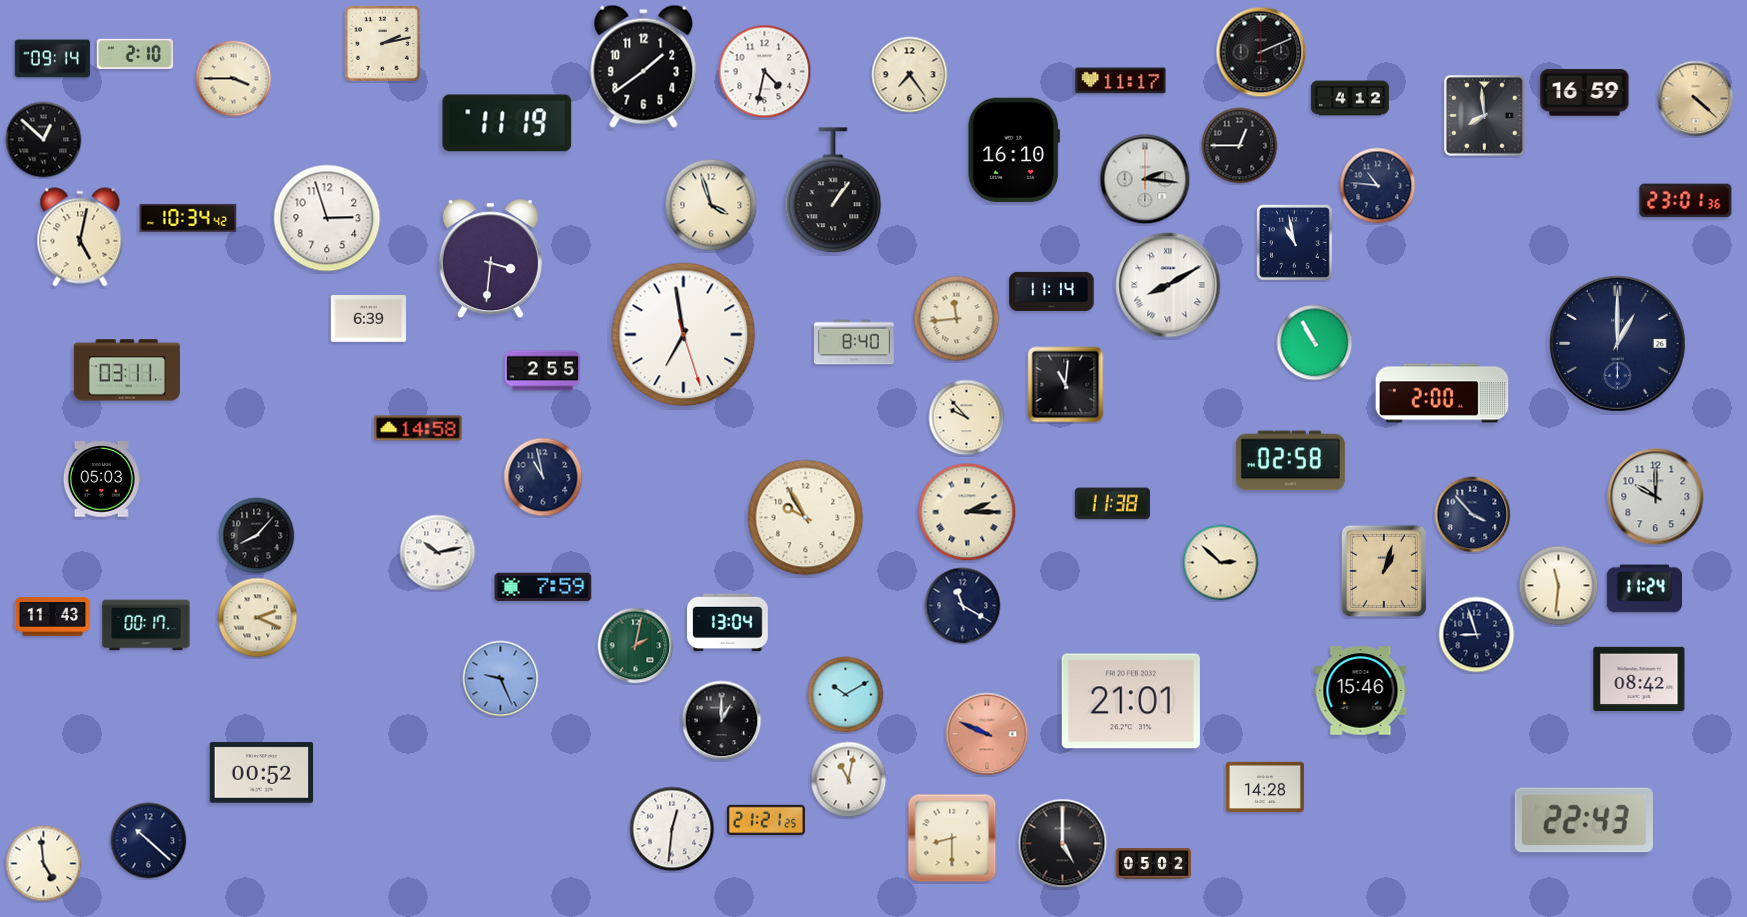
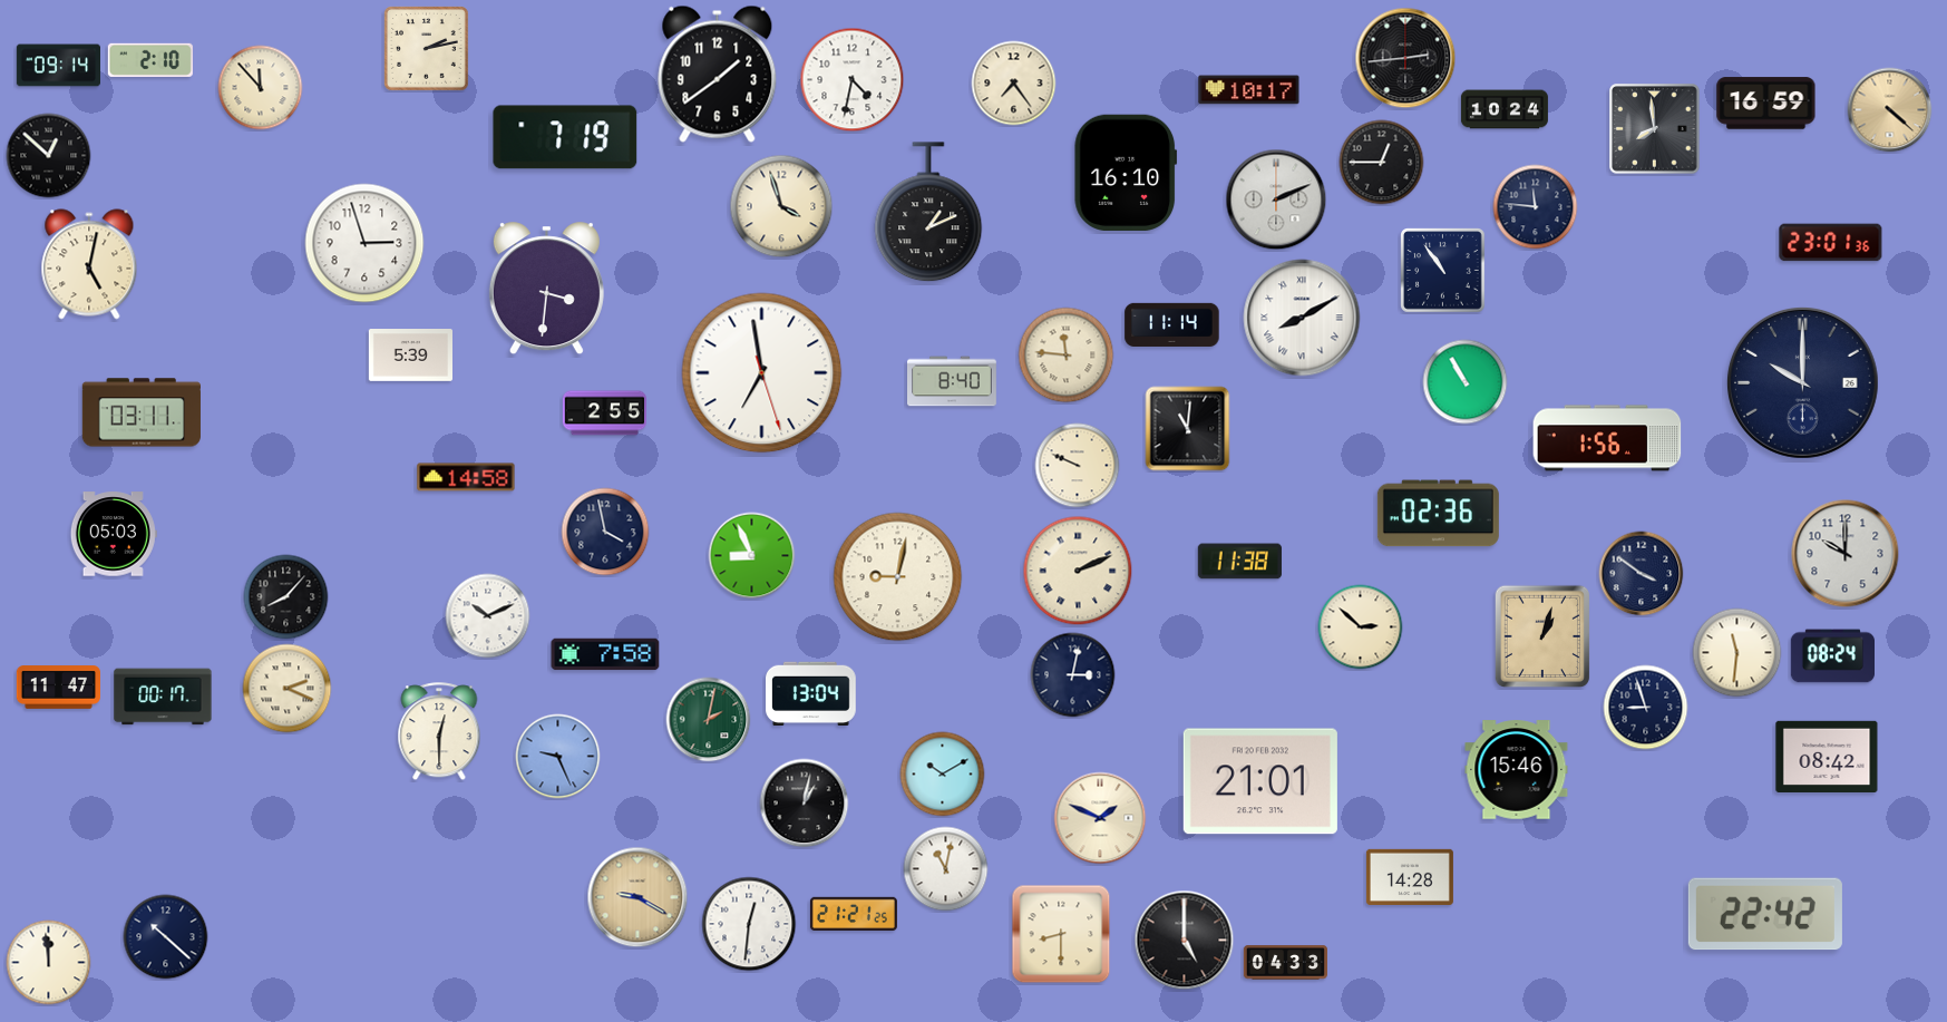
clock at (1261, 52): 2:11 -> 2:44
clock at (234, 79): 3:45 -> 11:53
clock at (1121, 81): 11:17 -> 10:17
clock at (1350, 98): 4:12 -> 10:24
clock at (507, 123): 11:19 -> 7:19
clock at (1014, 149) position: (1014, 149) -> (1126, 172)
clock at (1145, 179): 2:16 -> 2:11
clock at (1378, 186): 10:46 -> 11:46
clock at (833, 191): 1:06 -> 1:11
clock at (1686, 201) position: (1686, 201) -> (1831, 243)
clock at (711, 205) position: (711, 205) -> (781, 206)
clock at (188, 218): 10:34 -> none
clock at (1295, 243): 10:58 -> 10:54
clock at (368, 319): 6:39 -> 5:39
clock at (957, 319): 11:44 -> 11:46
clock at (1617, 343): 1:00 -> 10:00
clock at (1442, 393): 2:00 -> 1:56
clock at (967, 418): 9:53 -> 9:49
clock at (1290, 461): 02:58 -> 02:36
clock at (543, 477): 10:58 -> 3:58
clock at (752, 556): none -> 8:56
clock at (967, 512): 2:15 -> 2:11
clock at (1473, 515): 3:53 -> 3:51
clock at (806, 518): 9:55 -> 9:02
clock at (438, 553): 10:13 -> 10:11
clock at (543, 587): 7:59 -> 7:58
clock at (1644, 589): 11:24 -> 08:24
clock at (963, 606): 11:20 -> 3:02
clock at (52, 617): 11:43 -> 11:47
clock at (439, 732): none -> 12:30
clock at (722, 721): 1:00 -> 1:02
clock at (987, 734): 9:49 -> 1:49
clock at (987, 734) dial: salmon -> cream
clock at (262, 773): 00:52 -> none
clock at (637, 897): none -> 9:20
clock at (1584, 820): 22:43 -> 22:42
clock at (44, 864): 4:59 -> 11:59
clock at (1153, 864): 05:02 -> 04:33
